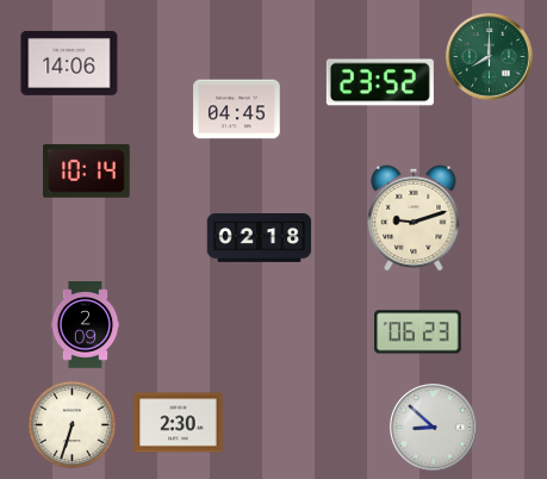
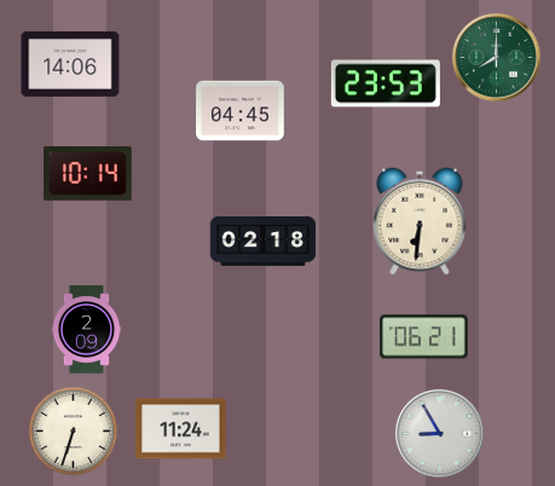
clock at (380, 82): 23:52 -> 23:53
clock at (414, 218): 9:12 -> 6:31
clock at (418, 332): 06:23 -> 06:21
clock at (179, 423): 2:30 -> 11:24
clock at (433, 427): 8:52 -> 8:55
